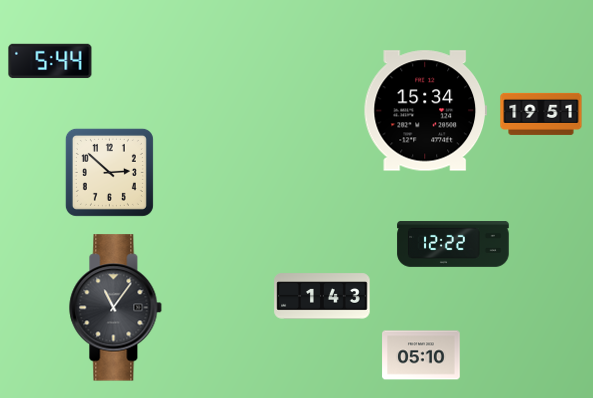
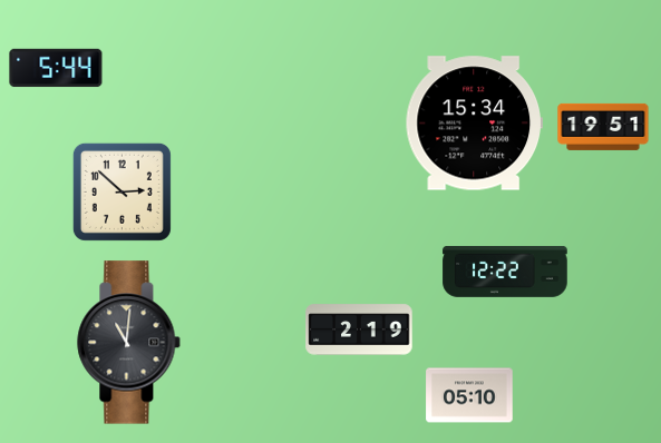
clock at (322, 296): 1:43 -> 2:19
clock at (116, 308): 11:06 -> 11:01
